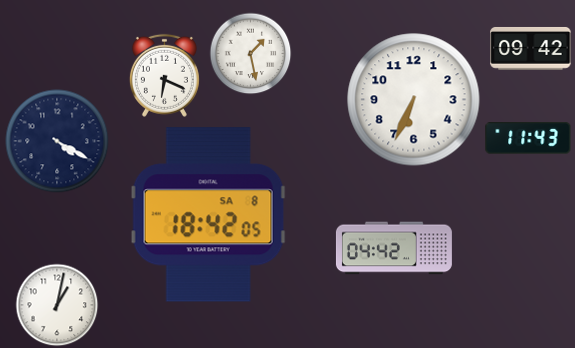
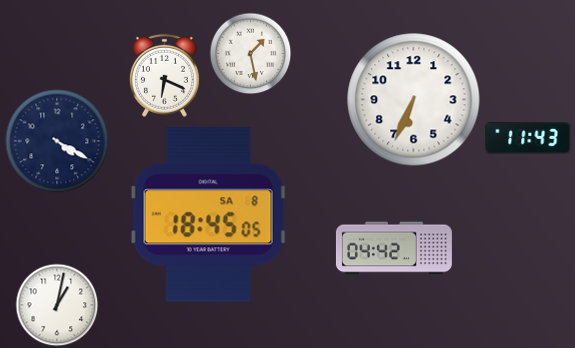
clock at (531, 48): 09:42 -> none
clock at (208, 215): 18:42 -> 18:45
